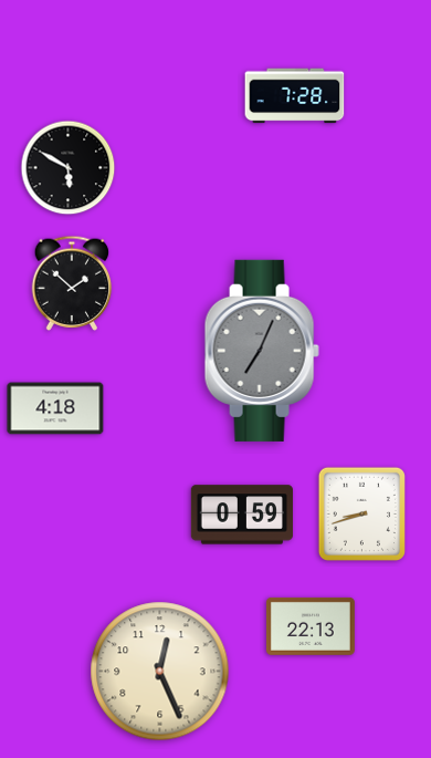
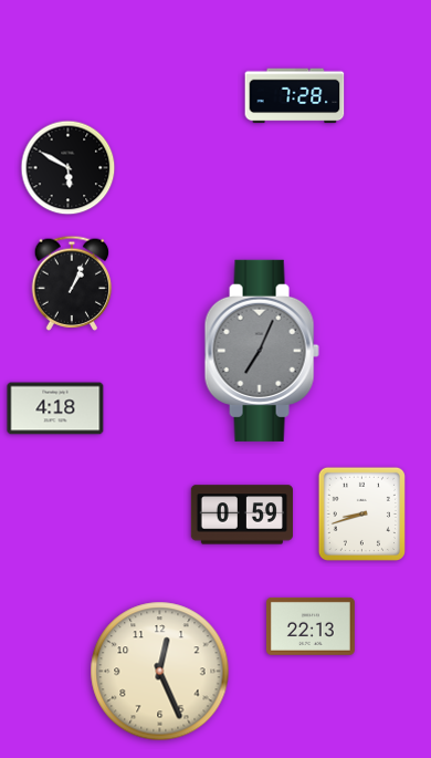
clock at (72, 283): 1:52 -> 1:04
